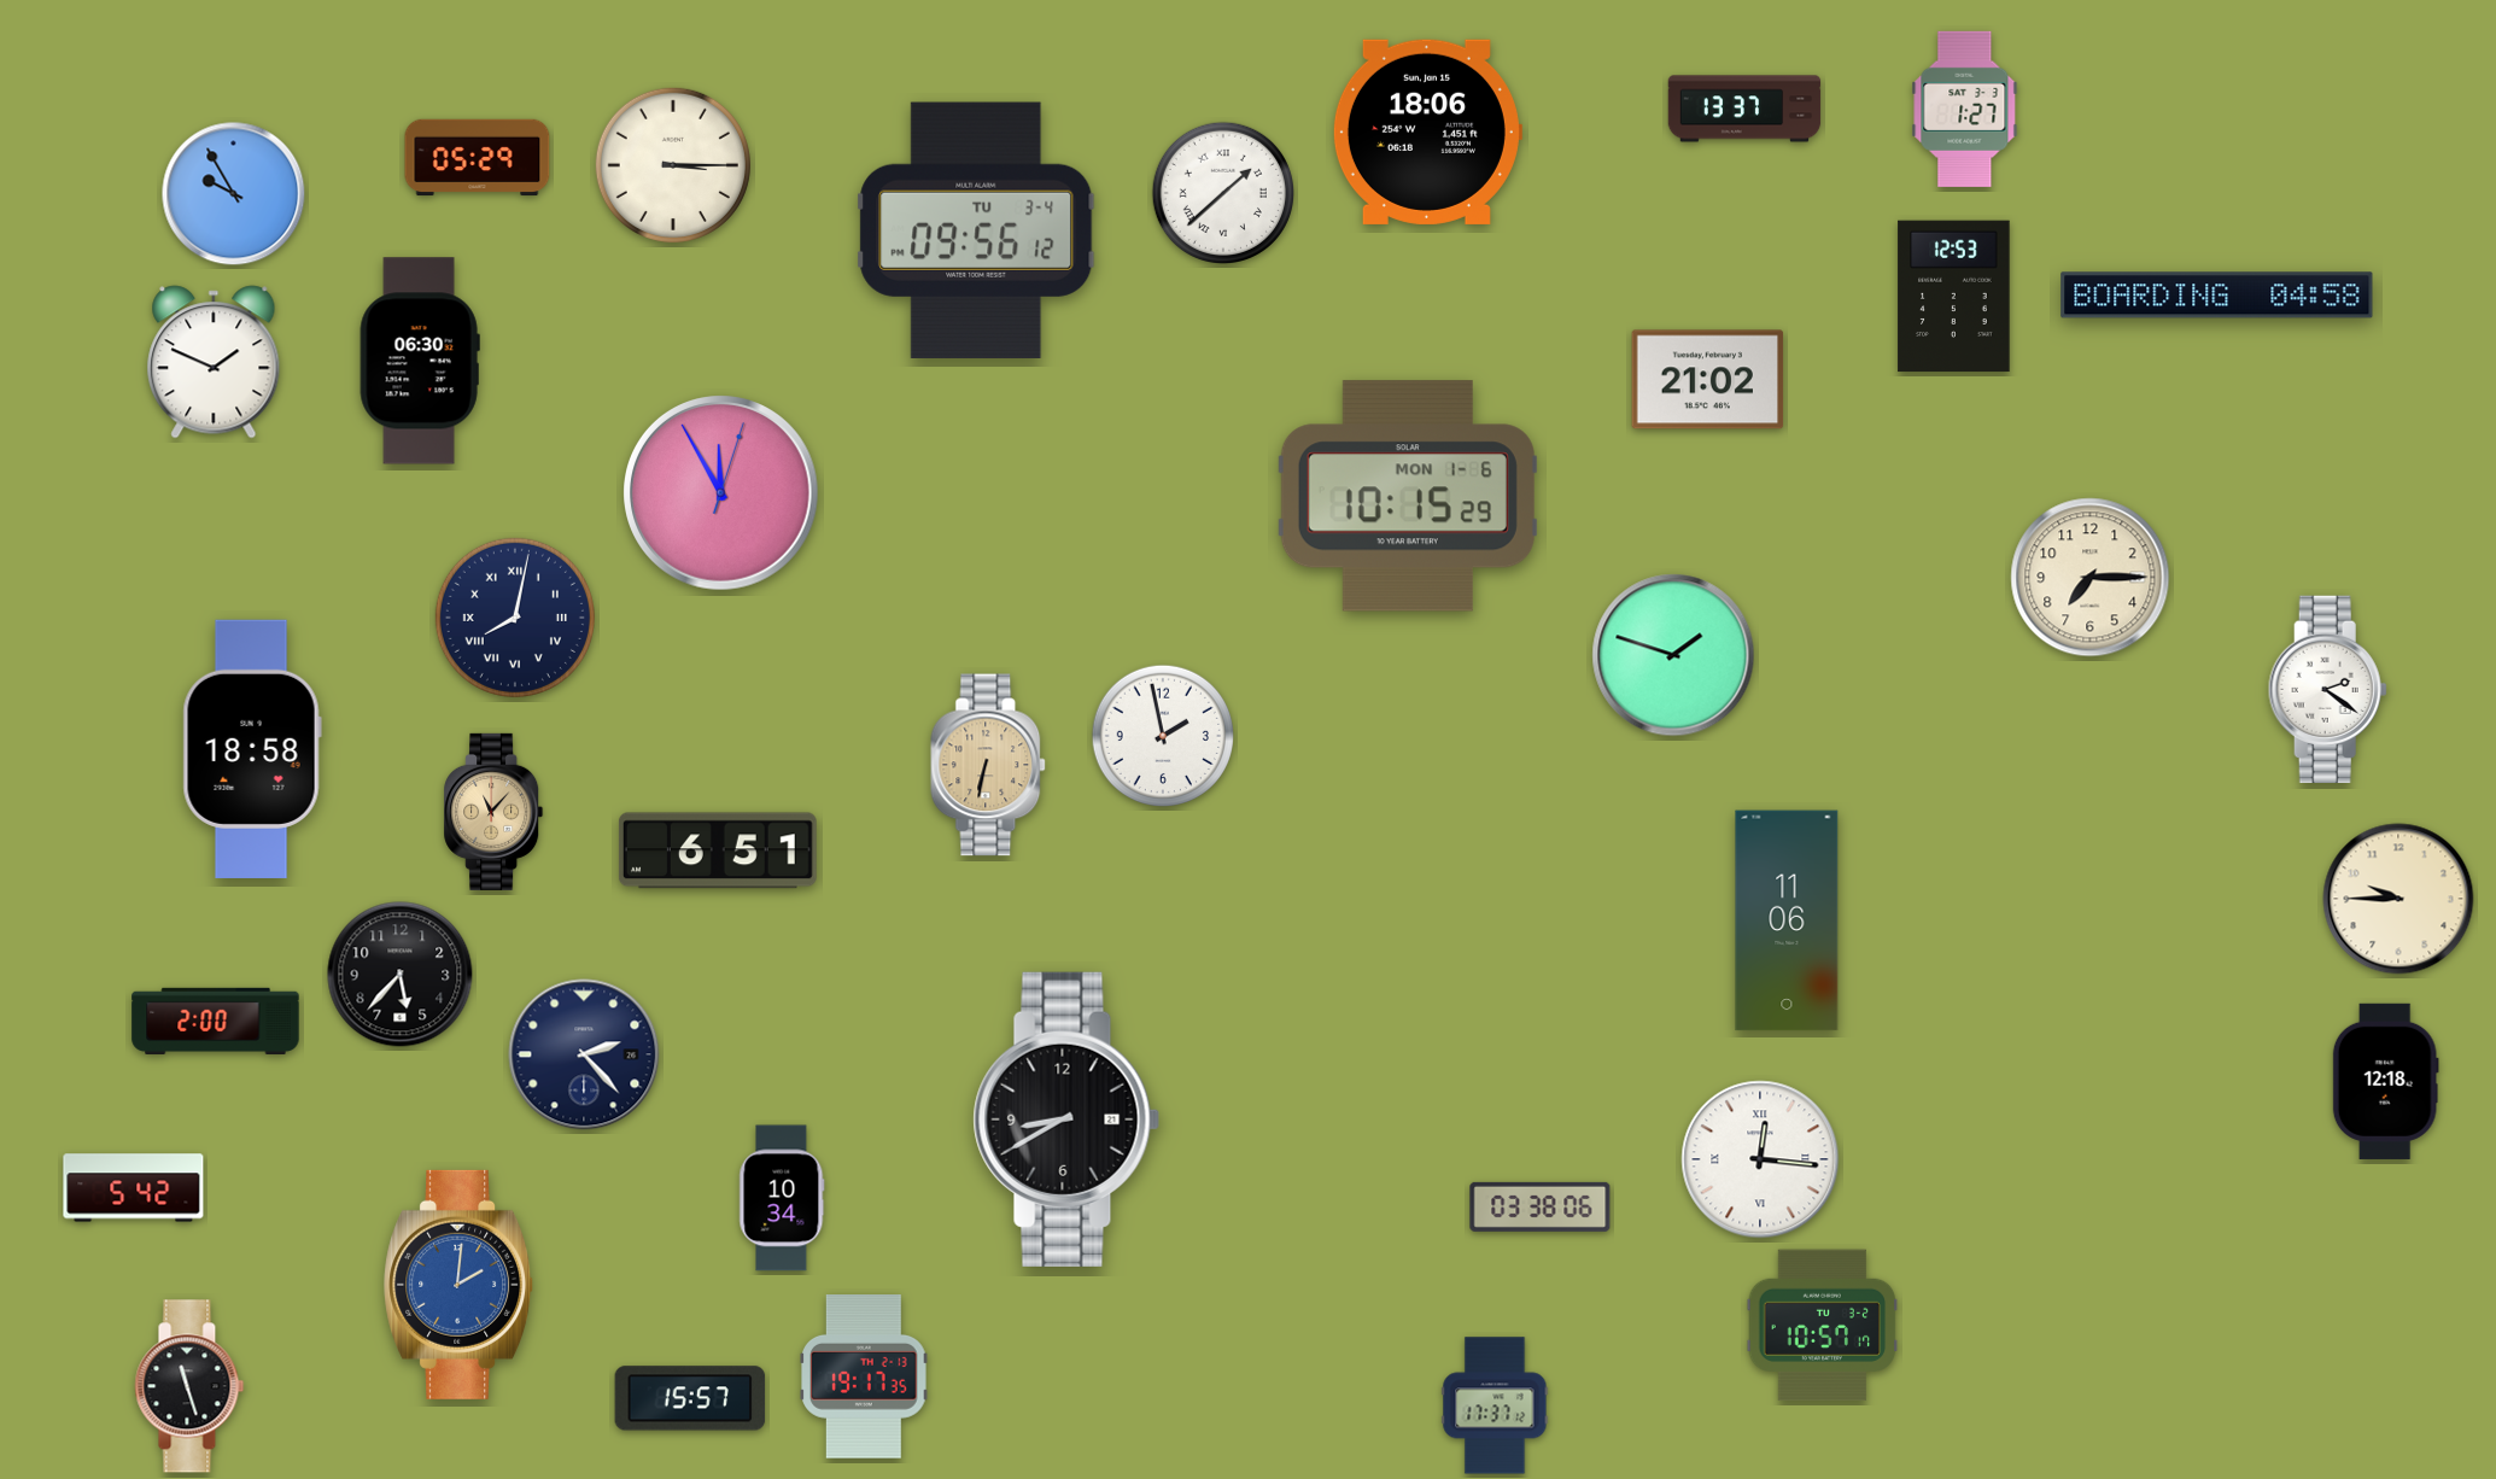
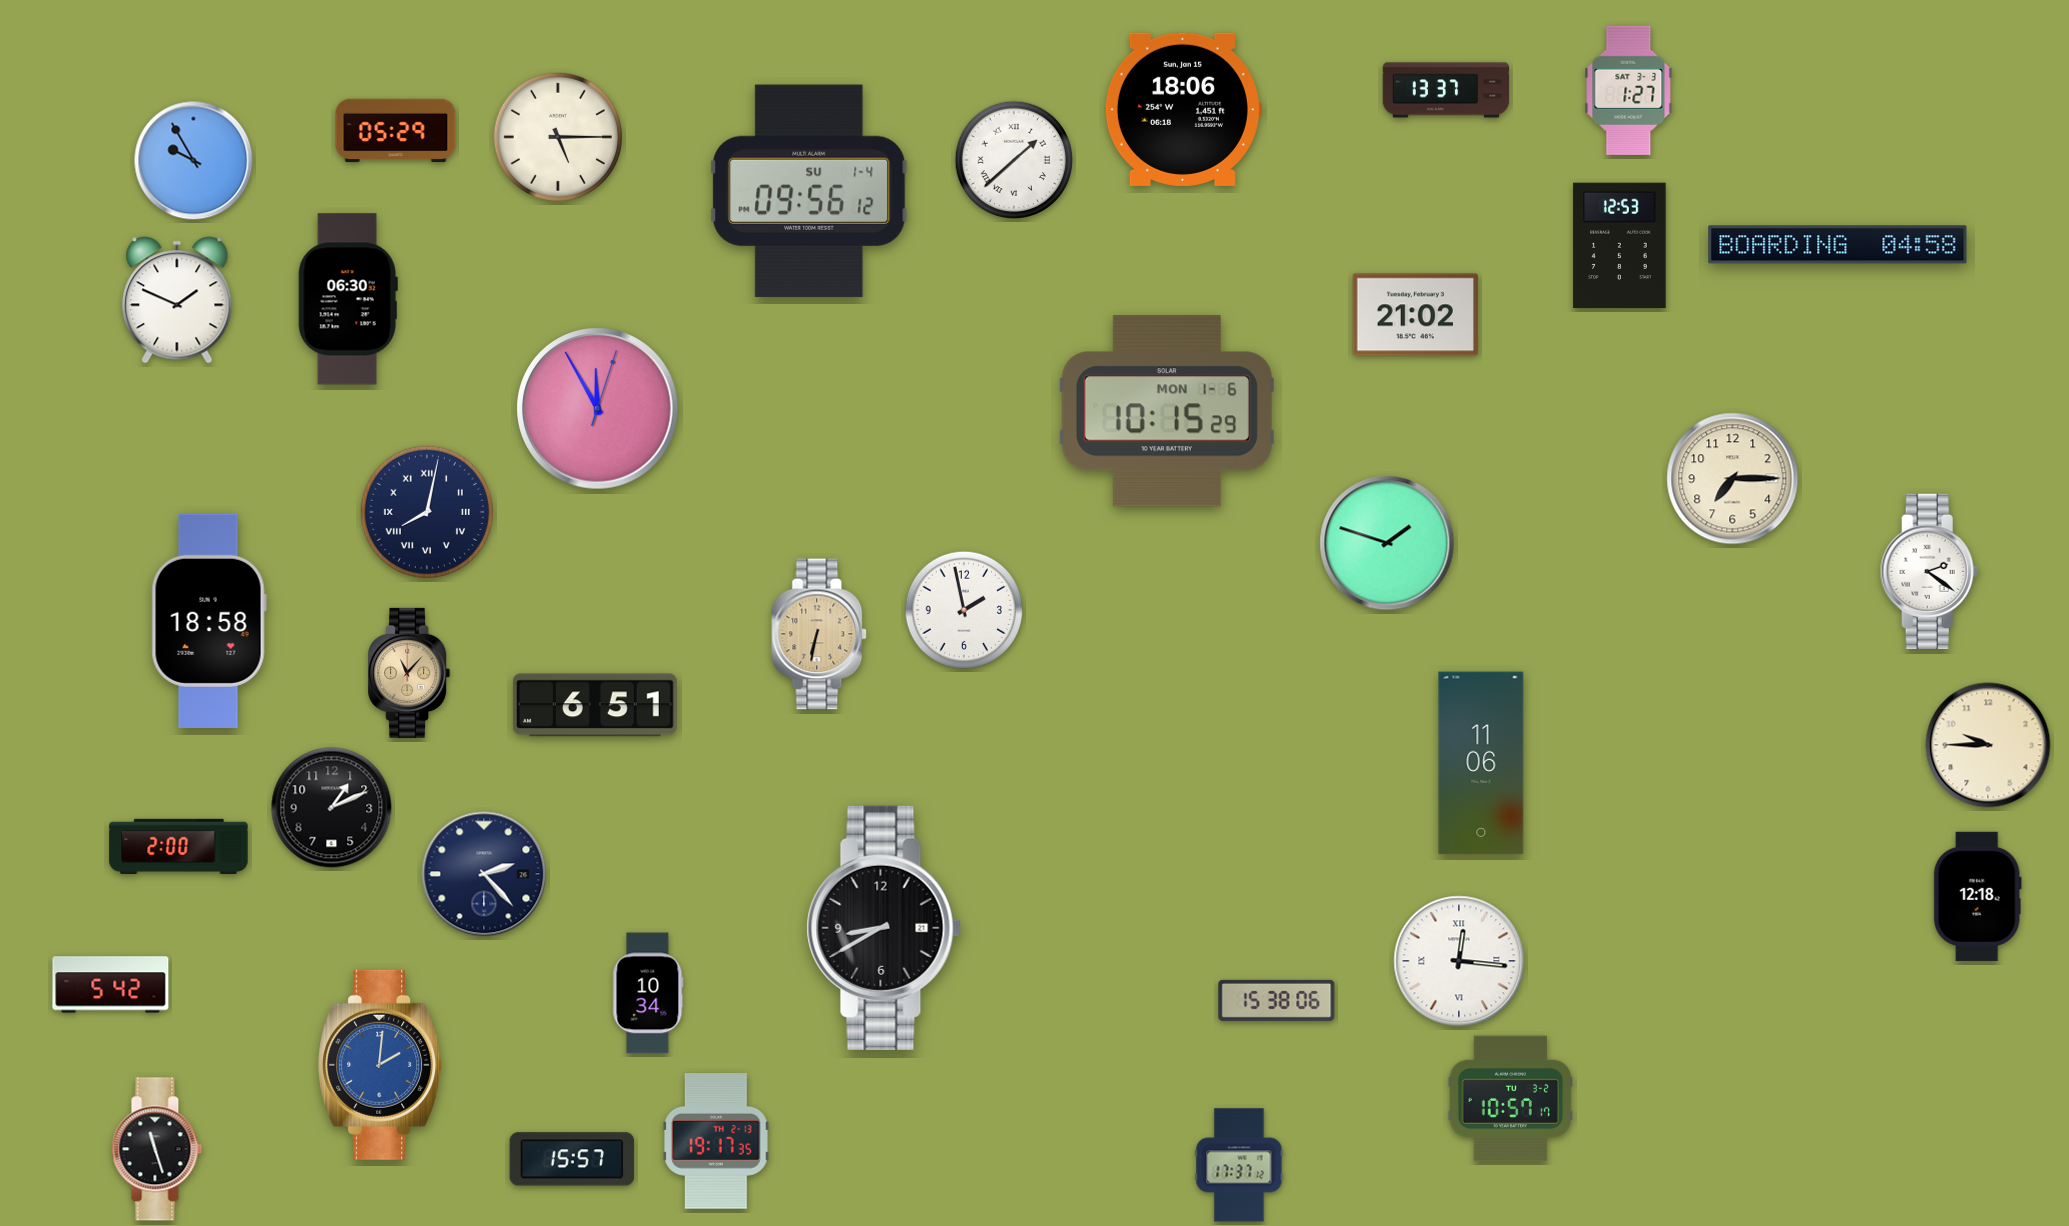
clock at (673, 165): 3:15 -> 5:15
clock at (976, 230) date: TU 3-4 -> SU 1-4
clock at (401, 975): 5:37 -> 1:11
clock at (1541, 1206): 03:38 -> 15:38
